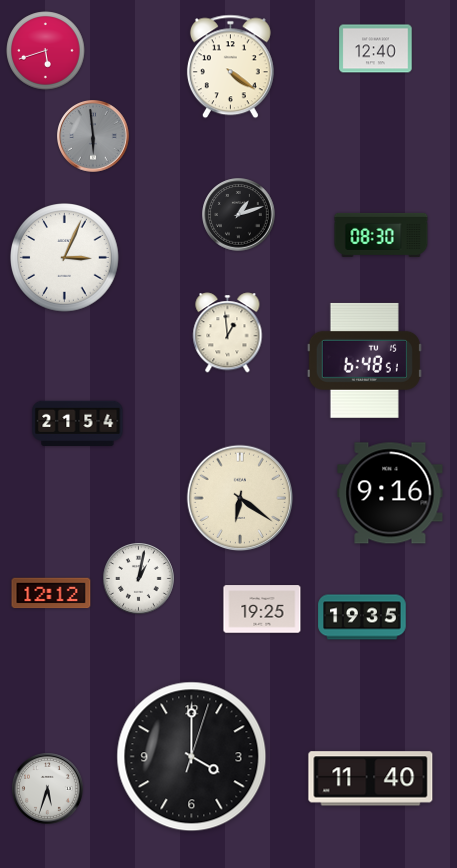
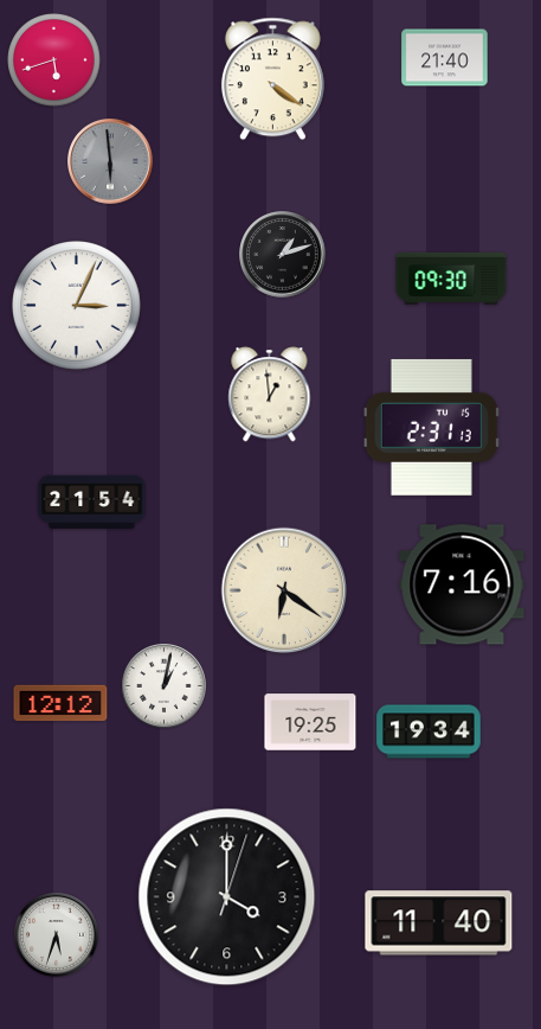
clock at (376, 49): 12:40 -> 21:40
clock at (381, 235): 08:30 -> 09:30
clock at (364, 360): 6:48 -> 2:31
clock at (390, 493): 9:16 -> 7:16
clock at (362, 617): 19:35 -> 19:34
